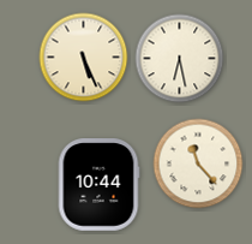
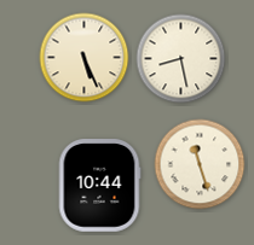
clock at (180, 59): 6:28 -> 8:28
clock at (198, 163): 11:23 -> 11:27
